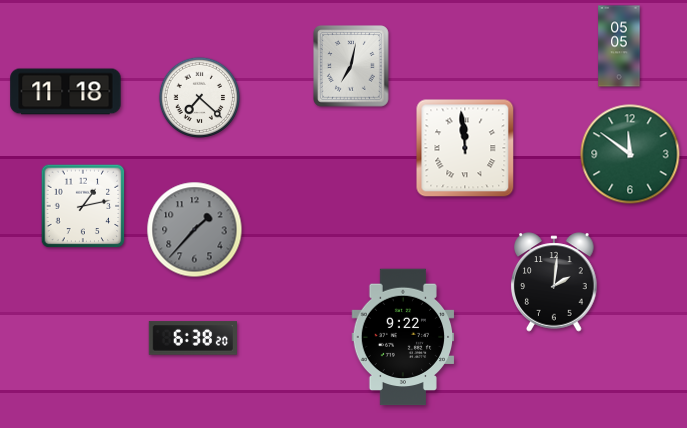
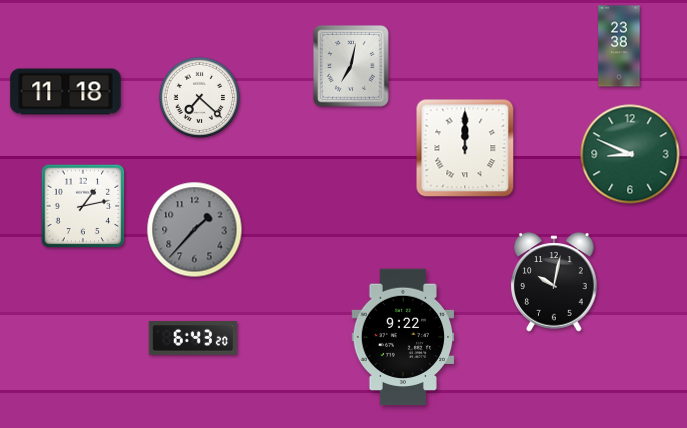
clock at (619, 46): 05:05 -> 23:38
clock at (465, 148): 11:59 -> 12:00
clock at (630, 154): 11:51 -> 8:49
clock at (554, 282): 2:01 -> 10:02
clock at (192, 338): 6:38 -> 6:43
